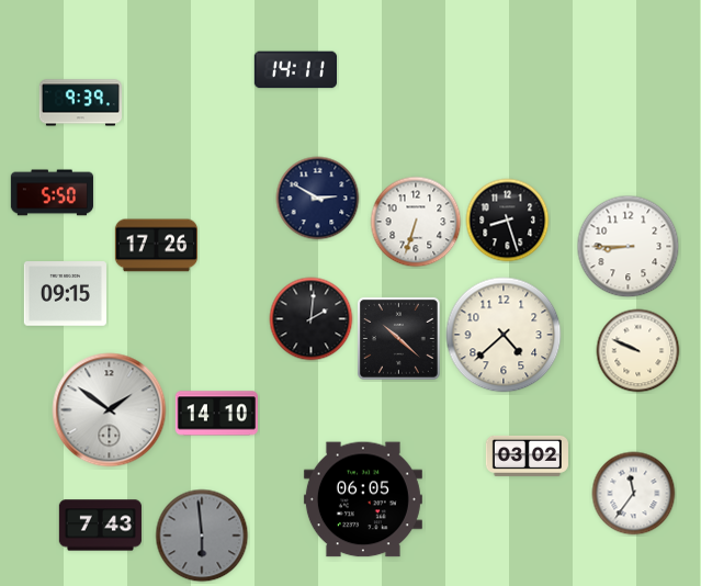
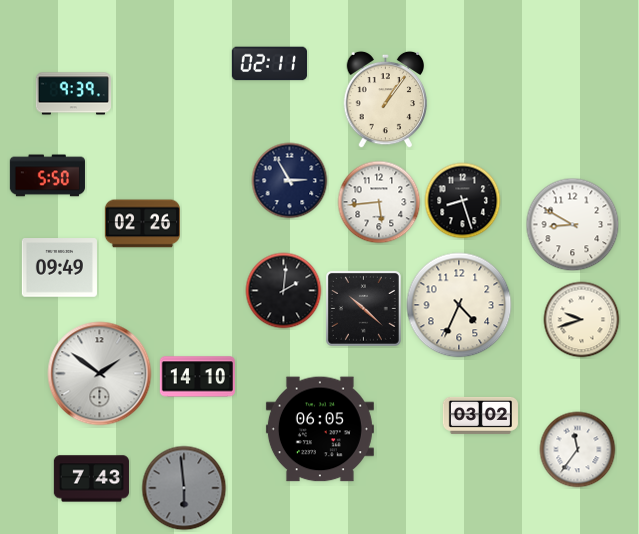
clock at (295, 70): 14:11 -> 02:11
clock at (386, 100): none -> 1:06
clock at (318, 199): 2:50 -> 2:55
clock at (416, 222): 6:33 -> 5:44
clock at (156, 246): 17:26 -> 02:26
clock at (629, 247): 8:45 -> 8:50
clock at (65, 294): 09:15 -> 09:49
clock at (504, 335): 4:38 -> 4:34
clock at (638, 351): 9:49 -> 9:42
clock at (363, 499) position: (363, 499) -> (320, 429)
